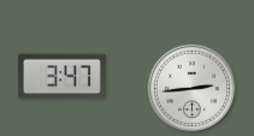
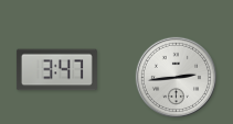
clock at (191, 88) position: (191, 88) -> (176, 77)
